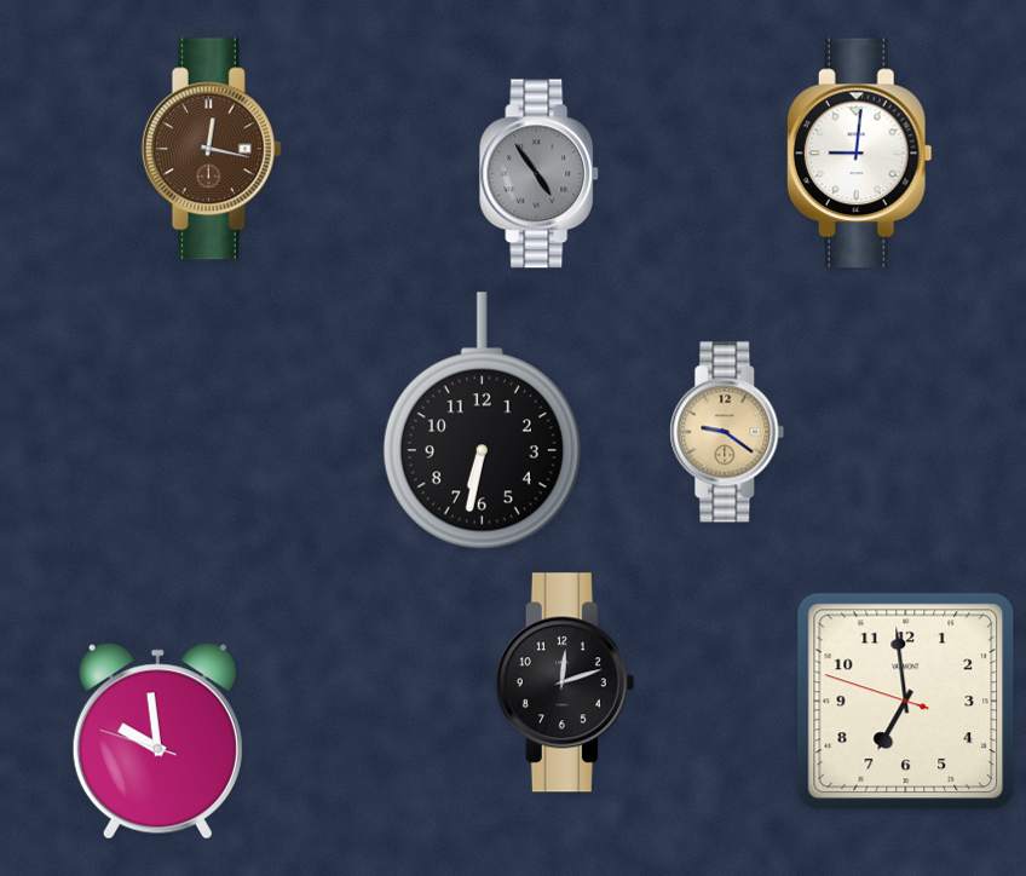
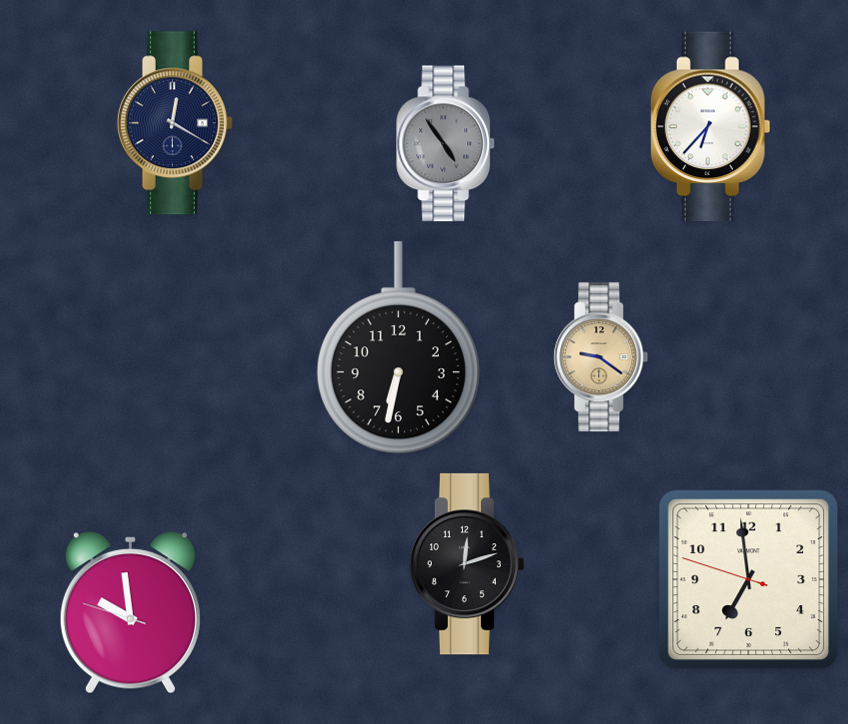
clock at (212, 149): 12:17 -> 12:20
clock at (212, 149) dial: brown -> navy
clock at (859, 154): 9:01 -> 6:37
